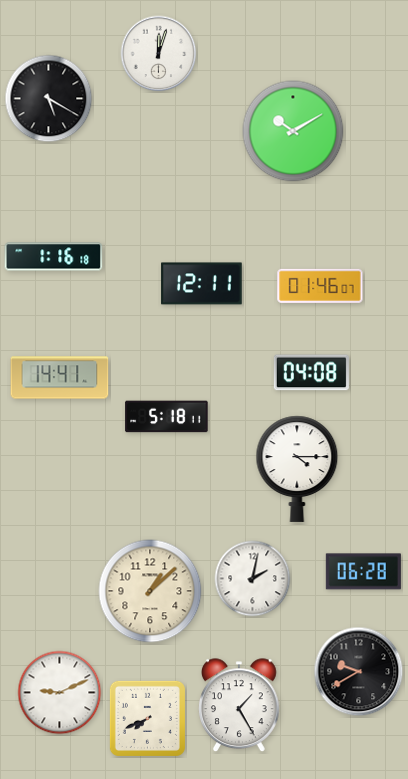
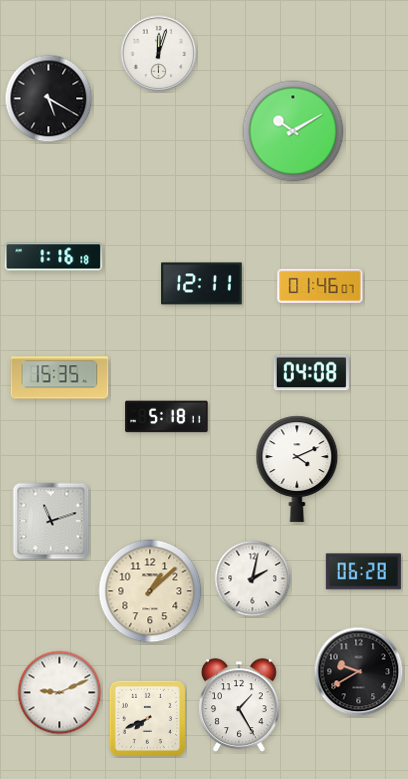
clock at (60, 378): 14:41 -> 15:35
clock at (297, 469): 4:15 -> 4:11
clock at (51, 521): none -> 11:12
